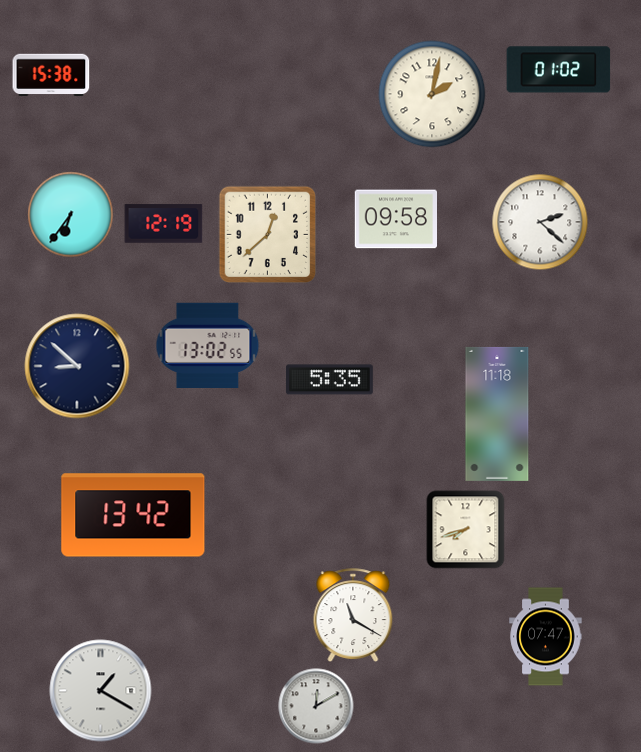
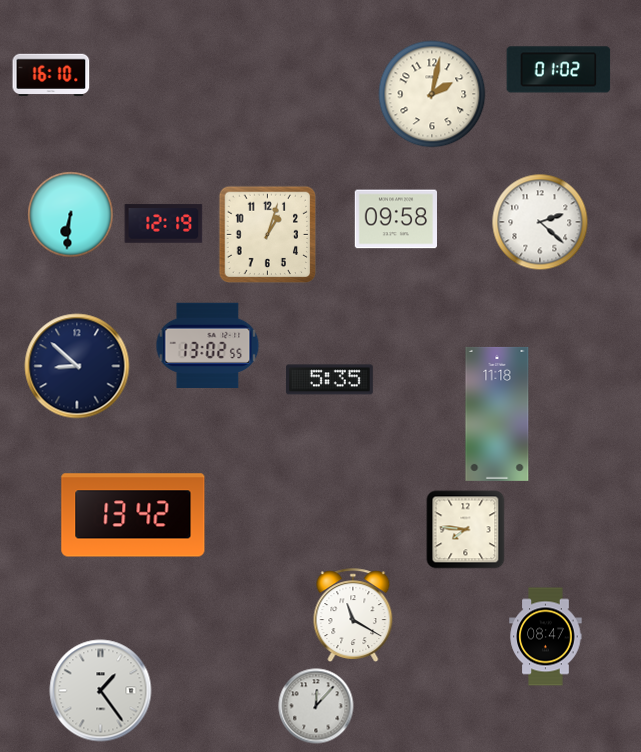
clock at (51, 75): 15:38 -> 16:10
clock at (71, 215): 6:36 -> 6:31
clock at (268, 235): 12:38 -> 1:03
clock at (466, 530): 7:42 -> 7:46
clock at (546, 637): 07:47 -> 08:47
clock at (101, 691): 1:20 -> 1:24
clock at (316, 706): 12:10 -> 12:07
